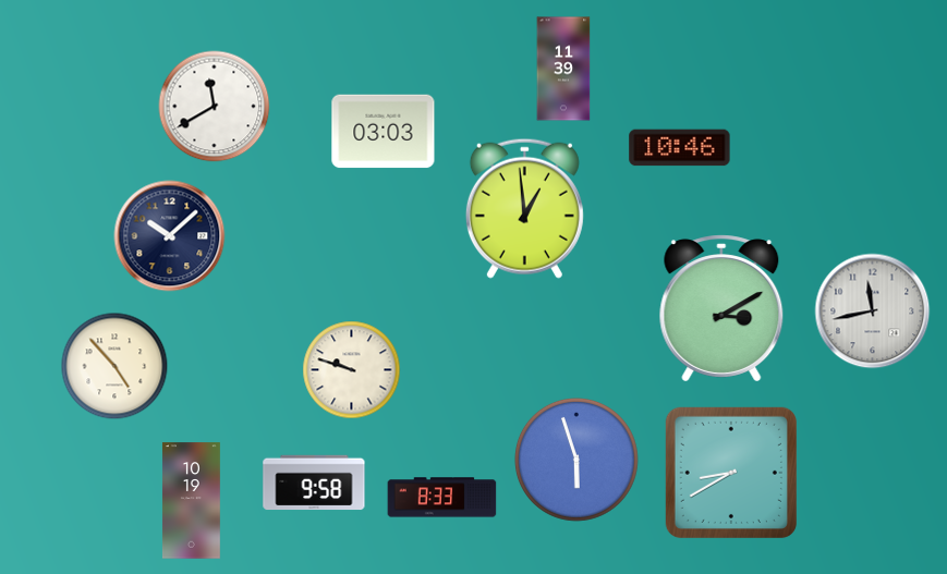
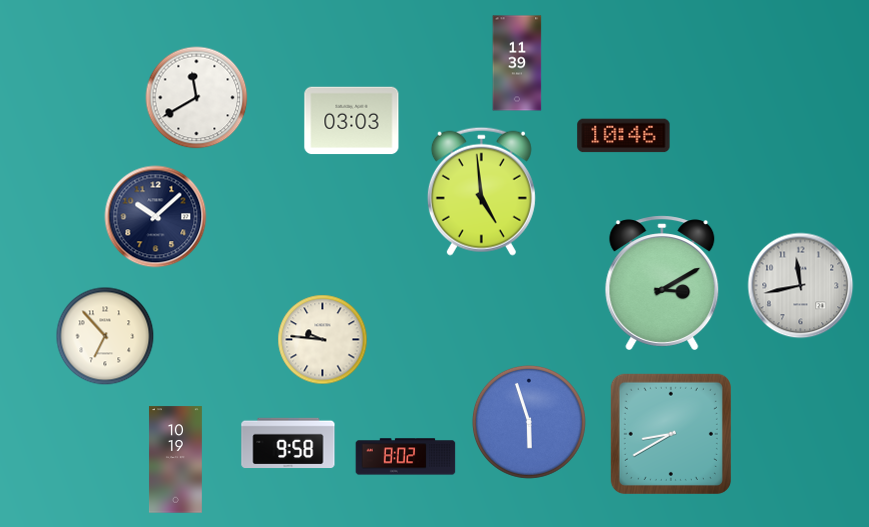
clock at (524, 208): 12:59 -> 4:59
clock at (114, 366): 4:53 -> 6:53
clock at (352, 370): 9:48 -> 9:46
clock at (442, 498): 8:33 -> 8:02
